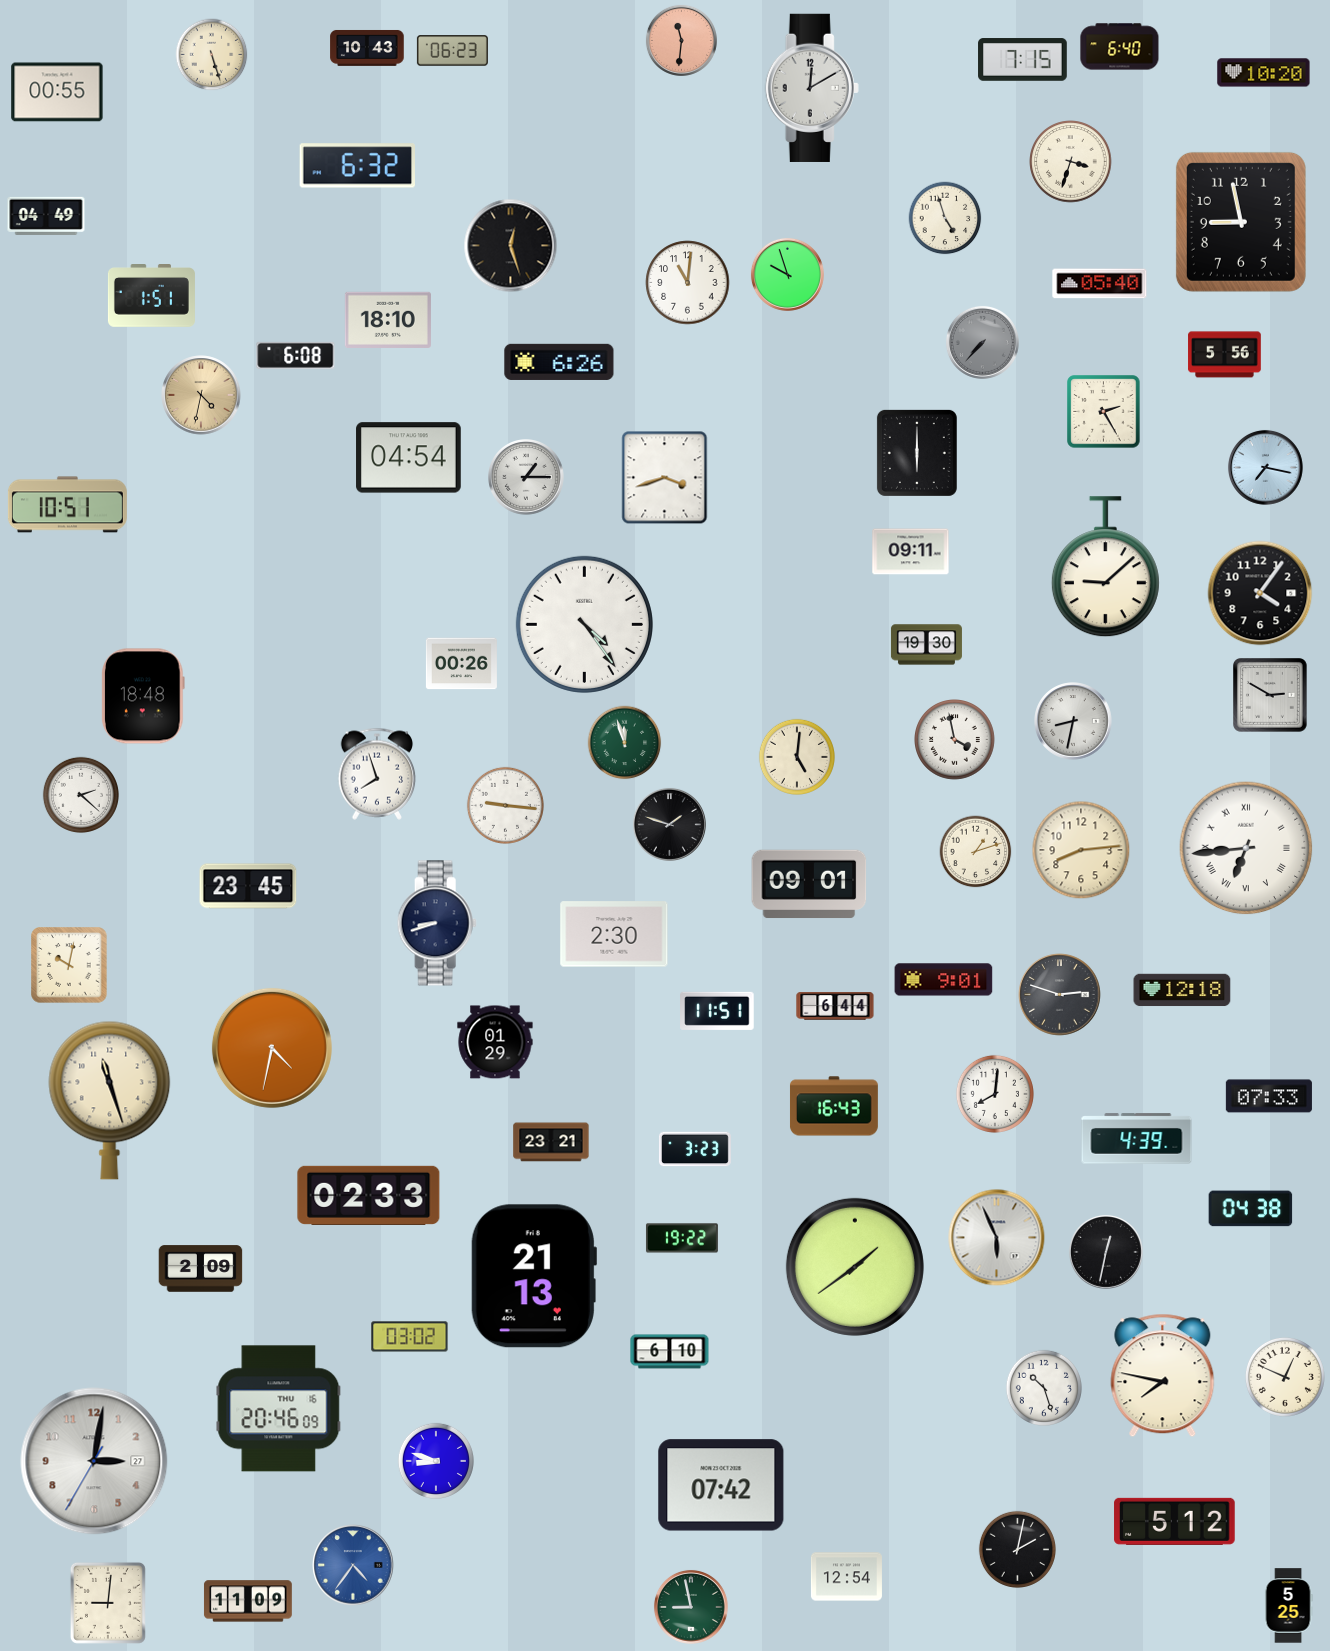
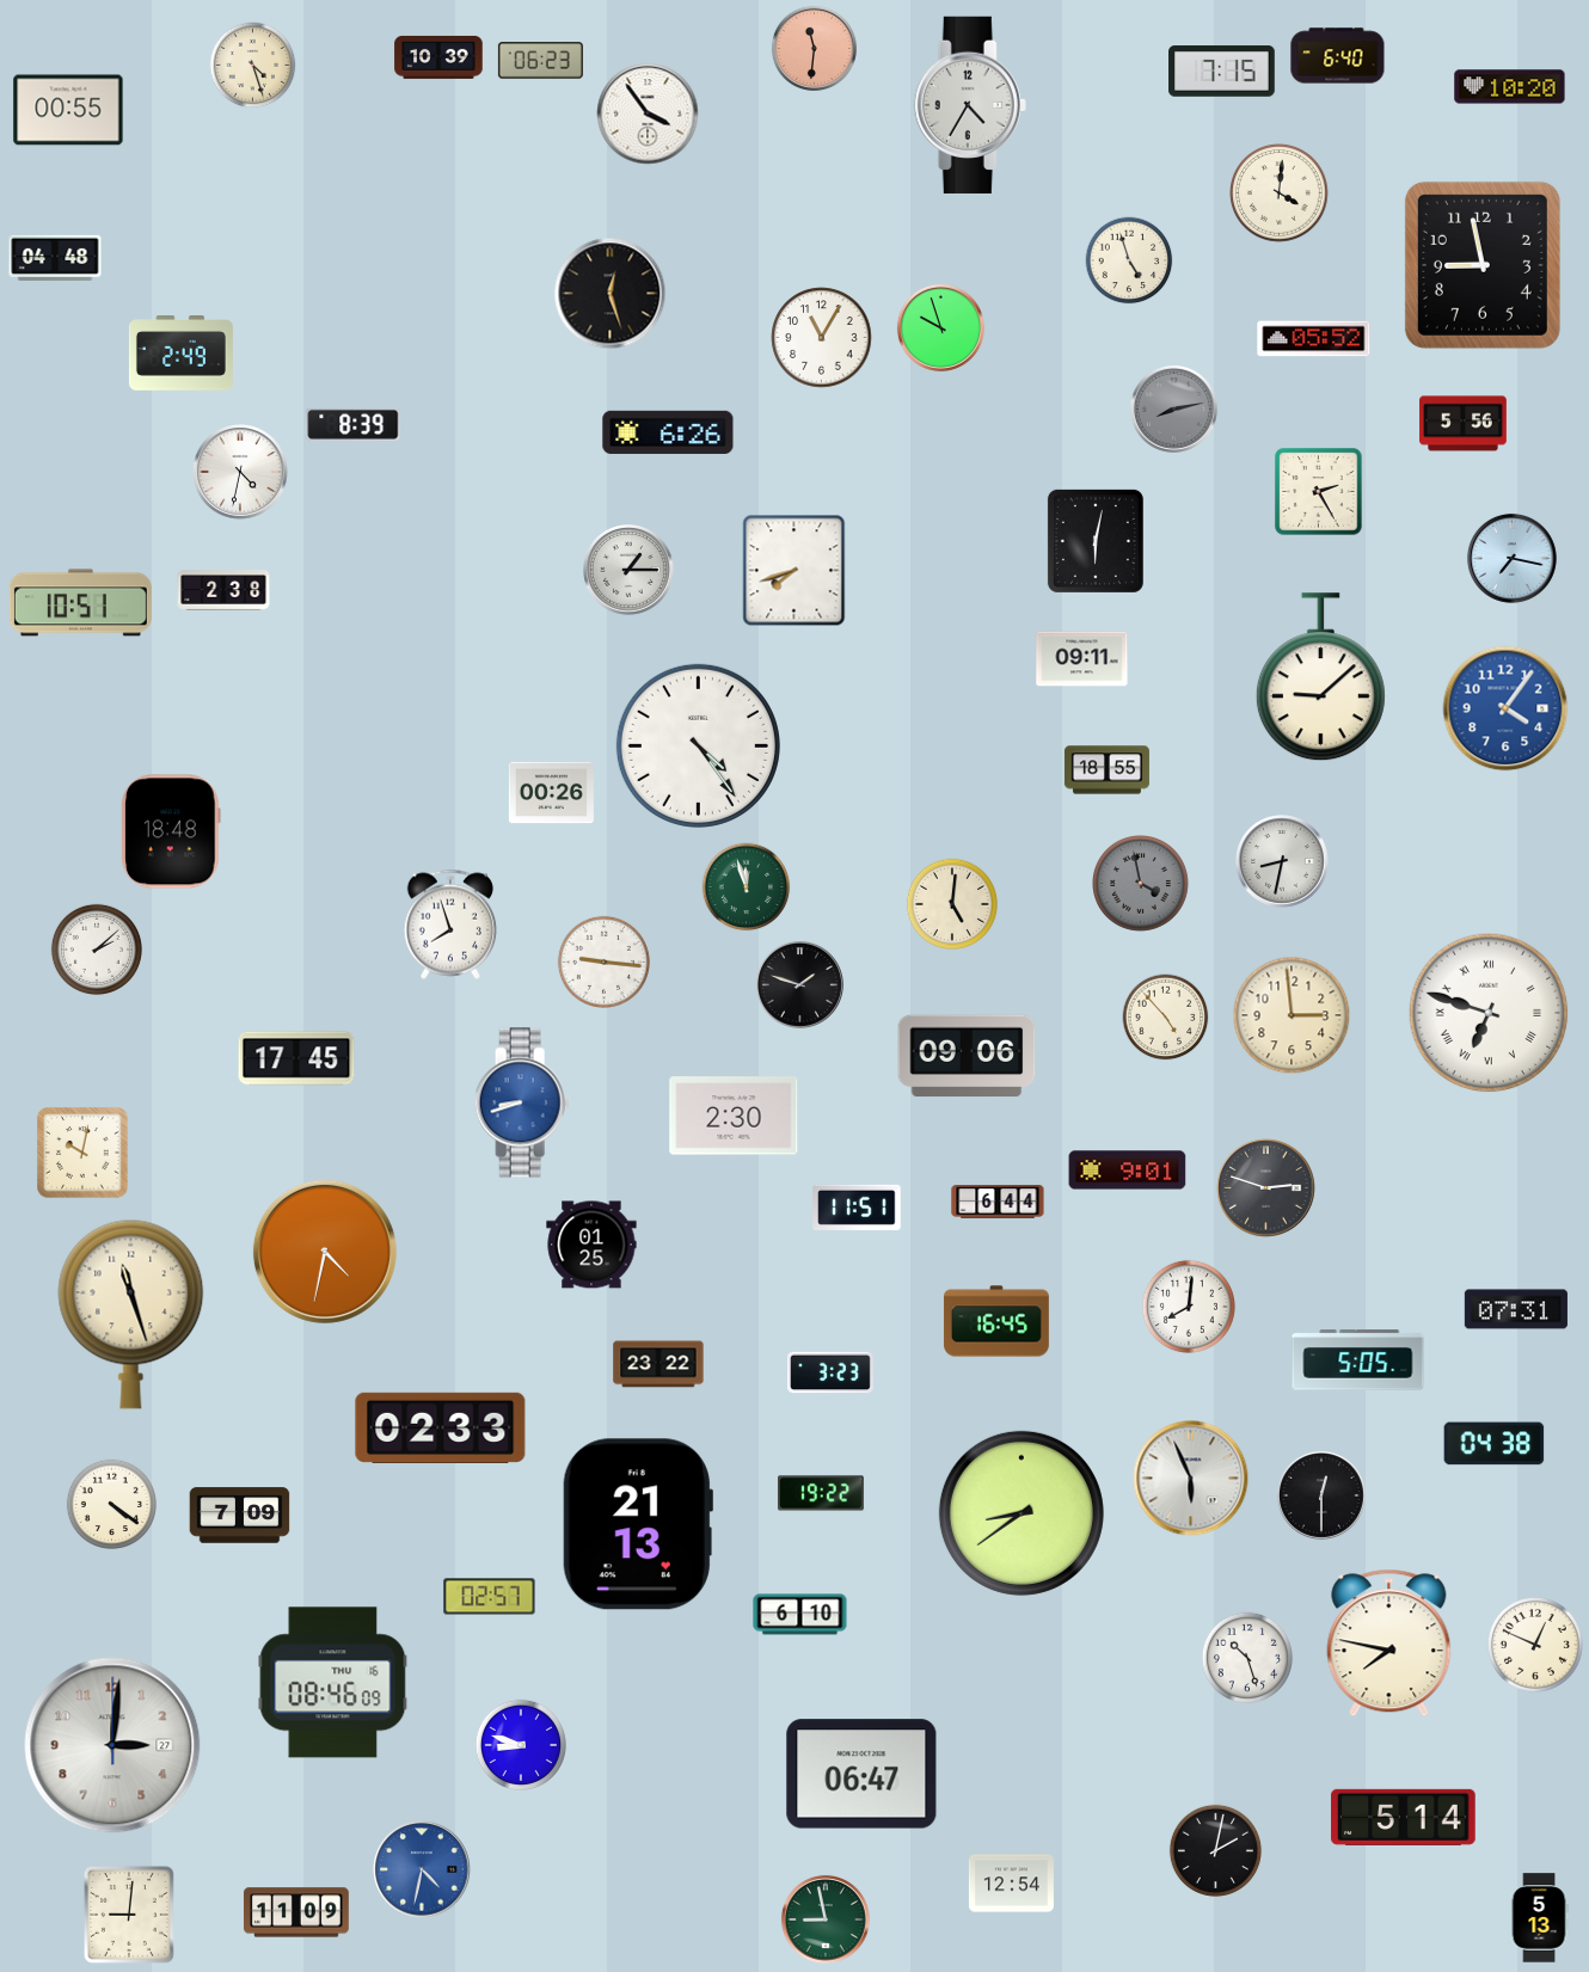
clock at (367, 48): 10:43 -> 10:39
clock at (212, 55): 5:27 -> 4:27
clock at (812, 88): 12:10 -> 4:35
clock at (648, 113): none -> 3:54
clock at (1071, 162): 3:33 -> 4:01
clock at (358, 166): 6:32 -> none
clock at (46, 215): 04:49 -> 04:48
clock at (688, 283): 11:01 -> 11:05
clock at (1100, 284): 05:40 -> 05:52
clock at (151, 296): 1:51 -> 2:49
clock at (388, 320): 18:10 -> none
clock at (982, 342): 7:37 -> 8:13
clock at (296, 355): 6:08 -> 8:39
clock at (201, 395) dial: champagne -> white
clock at (917, 453): 6:00 -> 6:02
clock at (409, 458): 04:54 -> none
clock at (665, 478): 3:42 -> 7:42
clock at (223, 590): none -> 2:38
clock at (911, 552) position: (911, 552) -> (1082, 659)
clock at (1260, 593) dial: black -> blue
clock at (926, 645): 19:30 -> 18:55
clock at (1271, 696): 2:50 -> none
clock at (955, 740) dial: white -> grey
clock at (81, 795): 2:22 -> 2:08
clock at (1246, 848): 6:44 -> 6:48
clock at (1081, 850): 8:14 -> 2:59
clock at (976, 852): 1:12 -> 4:53
clock at (809, 884): 09:01 -> 09:06
clock at (248, 886): 23:45 -> 17:45
clock at (437, 923) dial: navy -> blue
clock at (1182, 990): 12:18 -> none
clock at (495, 1042): 01:29 -> 01:25
clock at (1269, 1096): 07:33 -> 07:31
clock at (834, 1106): 16:43 -> 16:45
clock at (1137, 1139): 4:39 -> 5:05
clock at (551, 1142): 23:21 -> 23:22
clock at (682, 1238) position: (682, 1238) -> (821, 1493)
clock at (1106, 1252): 12:32 -> 12:30
clock at (111, 1504): none -> 4:21
clock at (855, 1267): 1:39 -> 8:39
clock at (201, 1269): 2:09 -> 7:09
clock at (410, 1337): 03:02 -> 02:57
clock at (279, 1409): 20:46 -> 08:46
clock at (94, 1461): 3:01:35 -> 3:01:00
clock at (721, 1485): 07:42 -> 06:47
clock at (1175, 1521): 5:12 -> 5:14
clock at (353, 1565): 4:36 -> 4:32
clock at (1288, 1606): 5:25 -> 5:13
